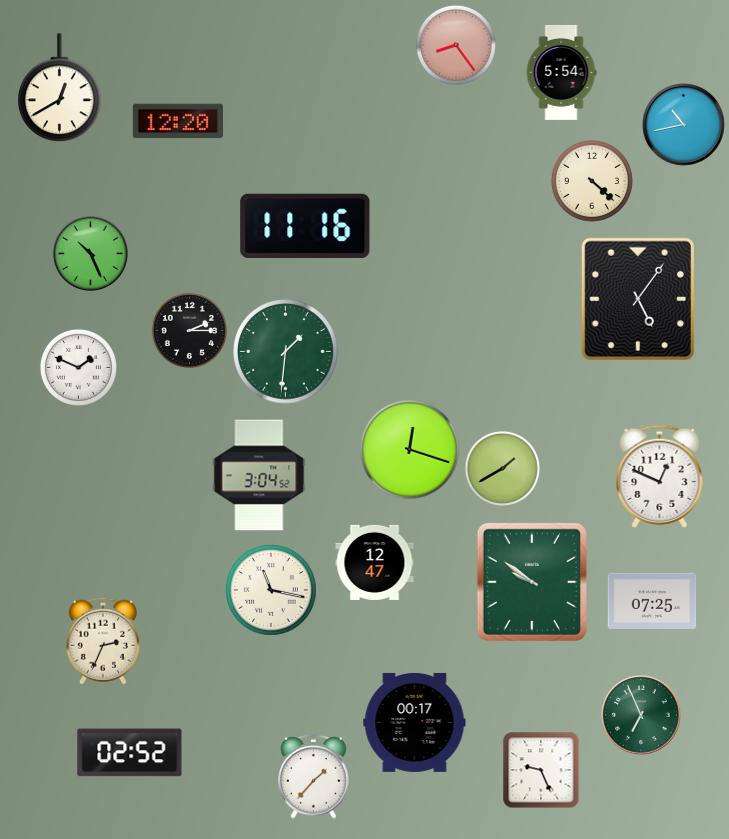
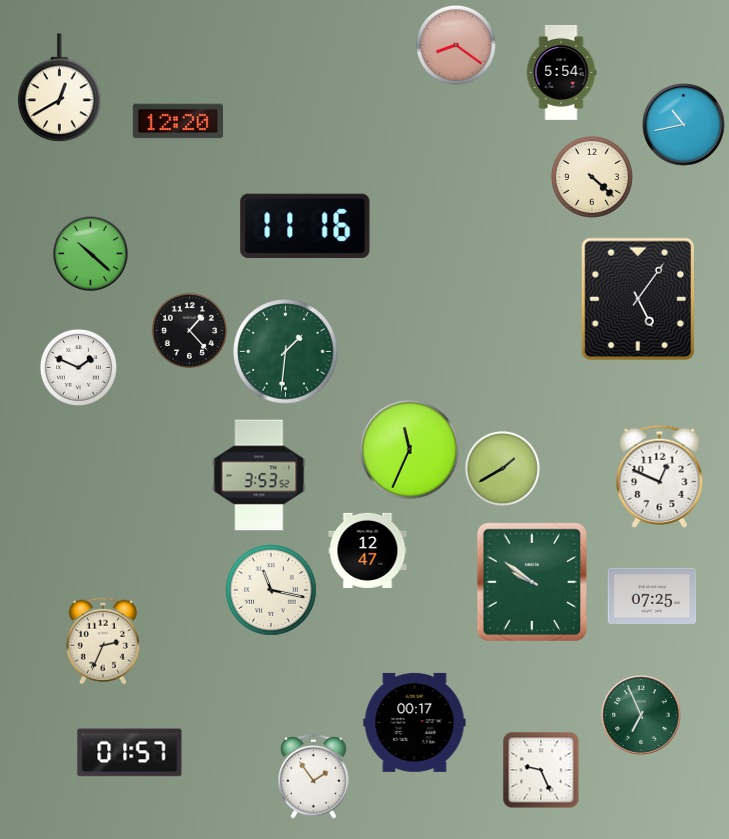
clock at (456, 45): 8:24 -> 8:21
clock at (592, 181) position: (592, 181) -> (592, 177)
clock at (91, 254): 10:26 -> 10:22
clock at (189, 330): 2:15 -> 1:23
clock at (410, 450): 12:18 -> 11:34
clock at (259, 475): 3:04 -> 3:53
clock at (375, 562) position: (375, 562) -> (368, 550)
clock at (652, 601) position: (652, 601) -> (652, 596)
clock at (130, 753): 02:52 -> 01:57
clock at (314, 776): 1:37 -> 1:54
